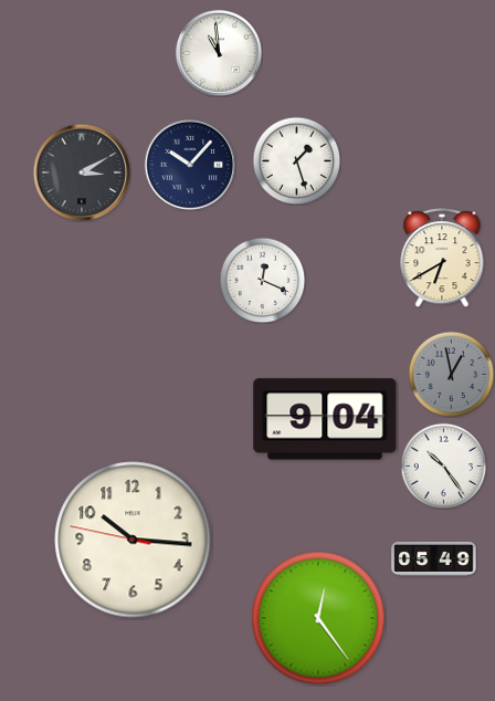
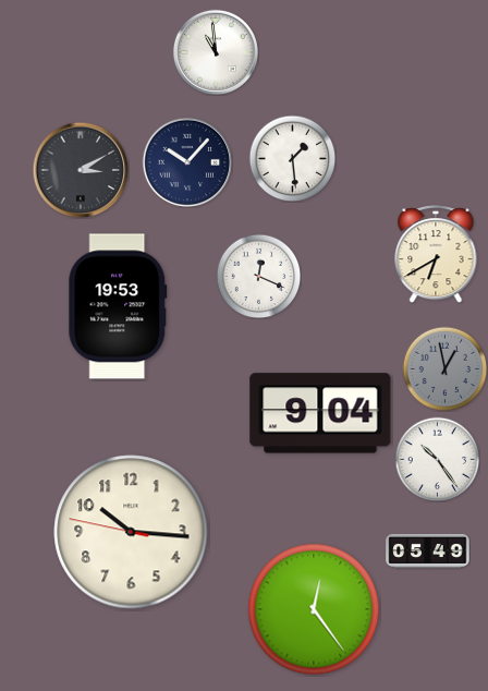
clock at (296, 160): 1:27 -> 1:29
clock at (118, 306): none -> 19:53
